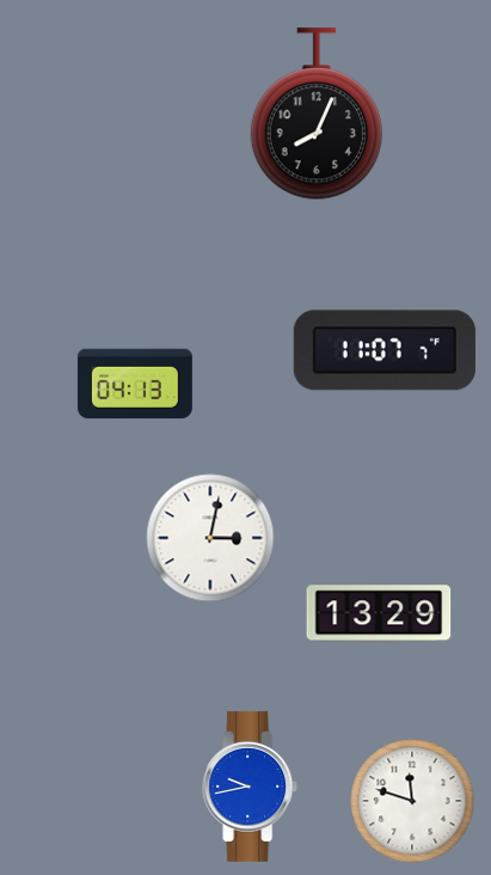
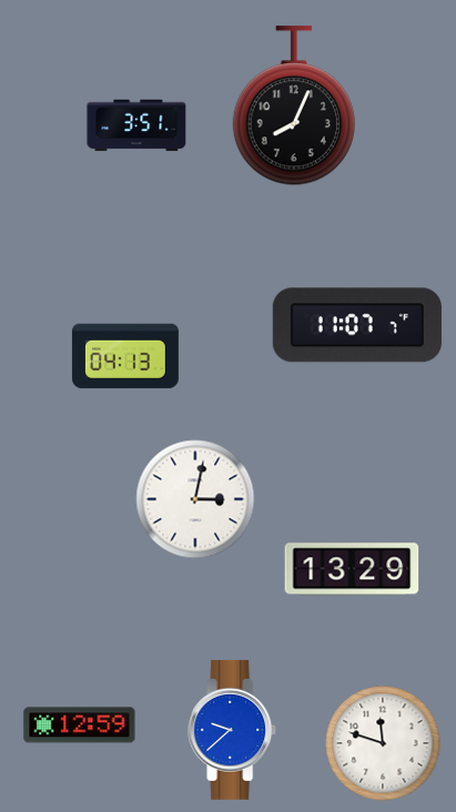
clock at (136, 125): none -> 3:51
clock at (80, 725): none -> 12:59
clock at (251, 787): 9:43 -> 9:38
